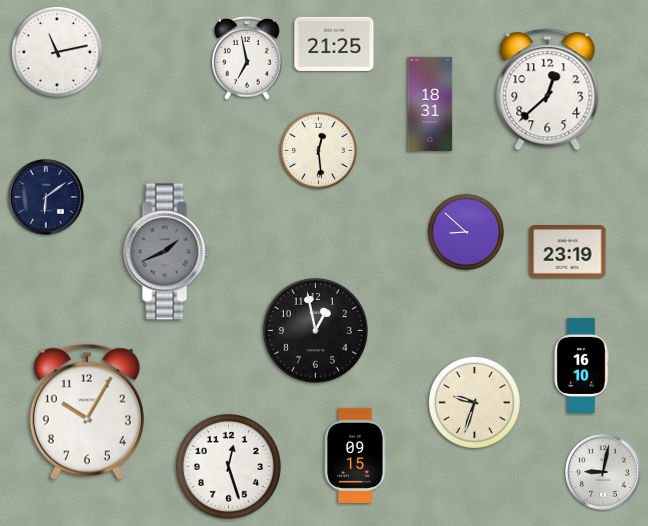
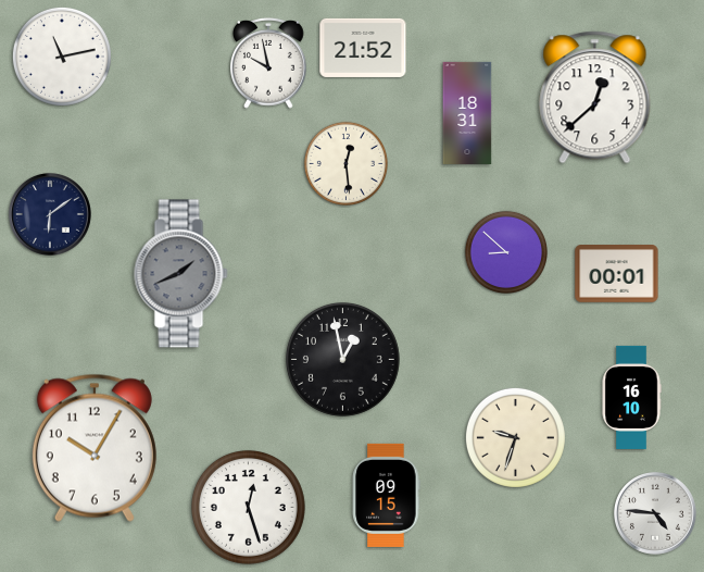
clock at (334, 44): 21:25 -> 21:52
clock at (247, 58): 6:58 -> 9:58
clock at (568, 252): 23:19 -> 00:01
clock at (603, 472): 9:02 -> 4:46
